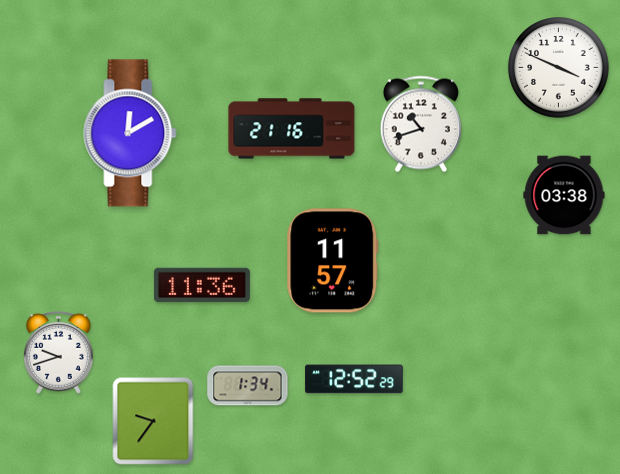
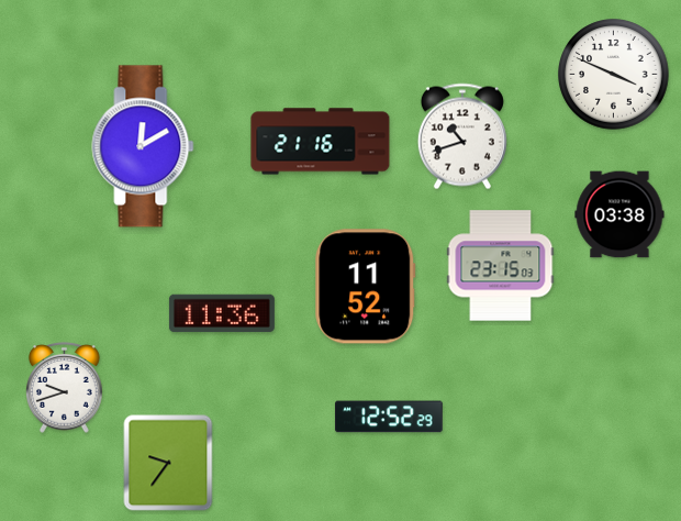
clock at (501, 266): none -> 23:15
clock at (333, 261): 11:57 -> 11:52
clock at (248, 386): 1:34 -> none
